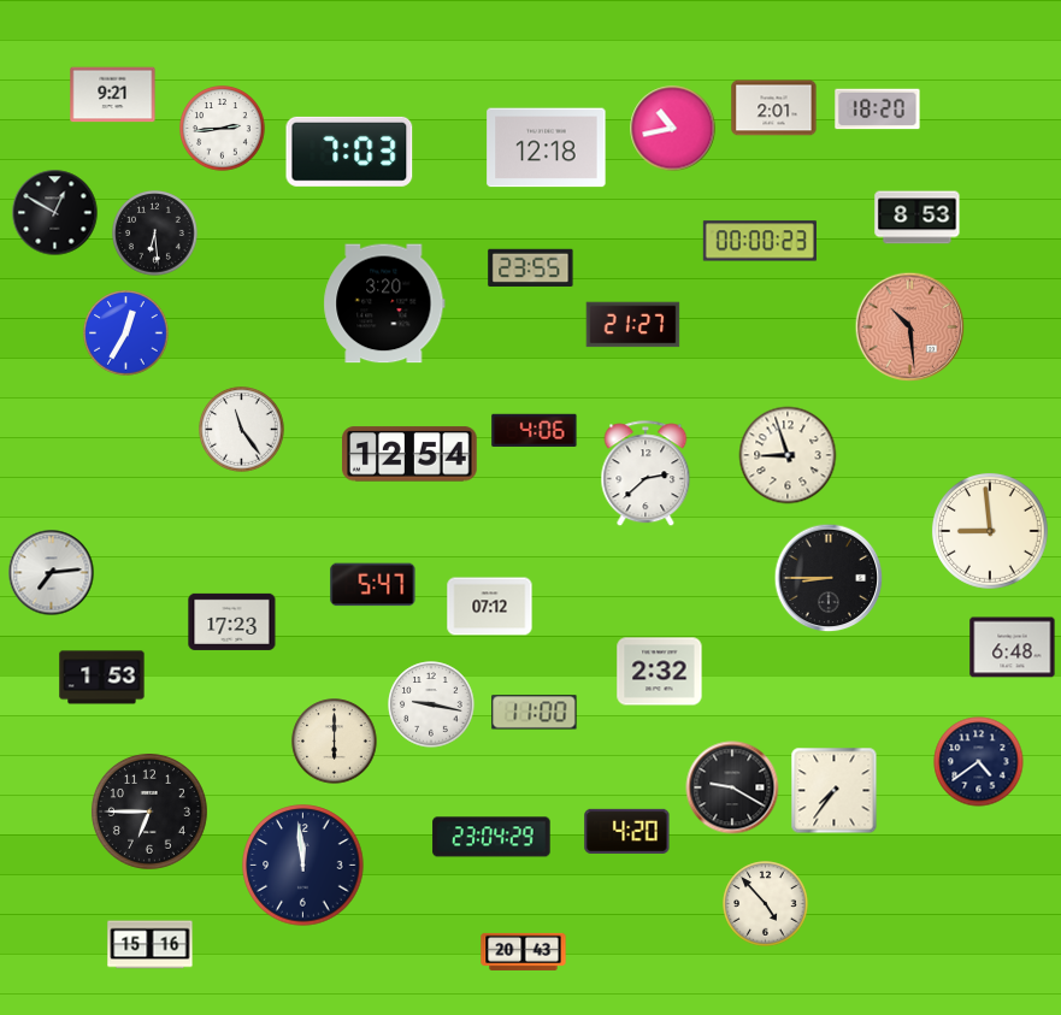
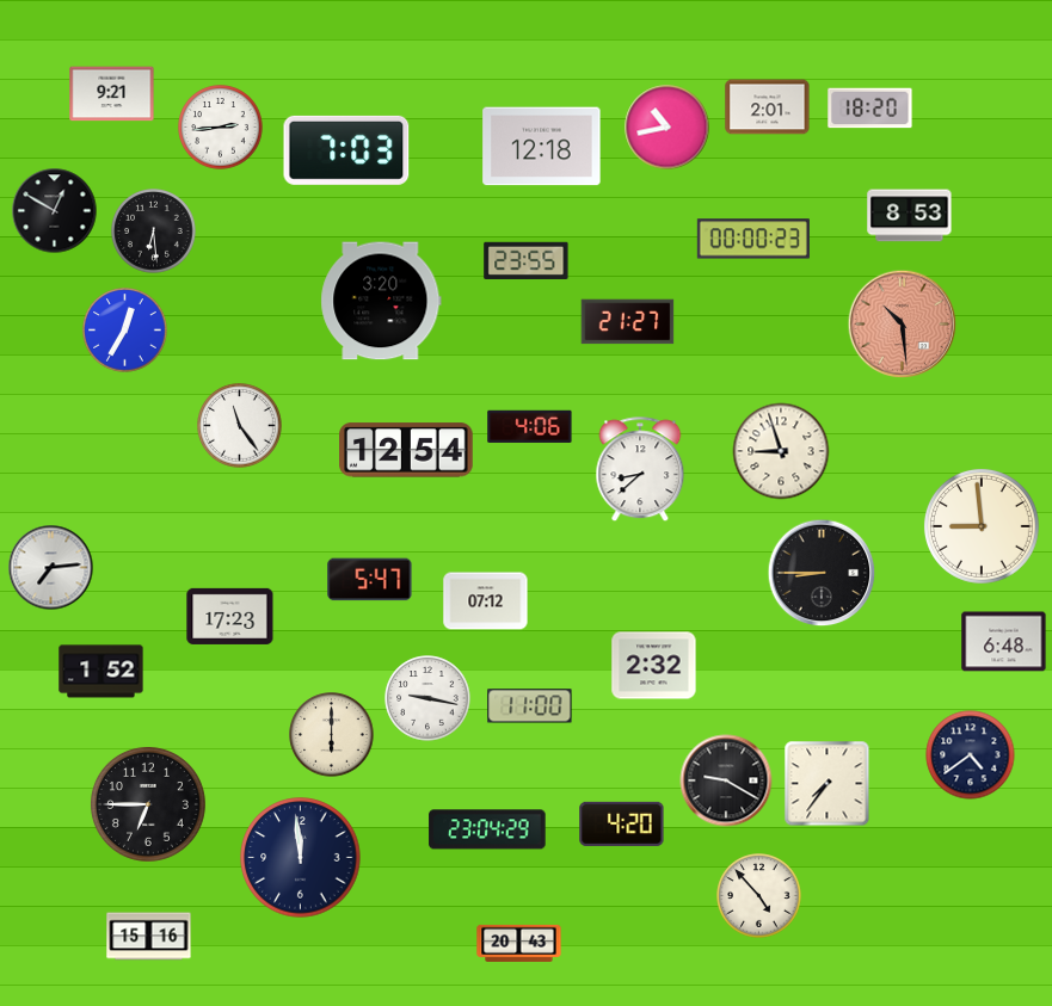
clock at (531, 267) position: (531, 267) -> (527, 260)
clock at (646, 474): 2:38 -> 8:38
clock at (102, 678): 1:53 -> 1:52
